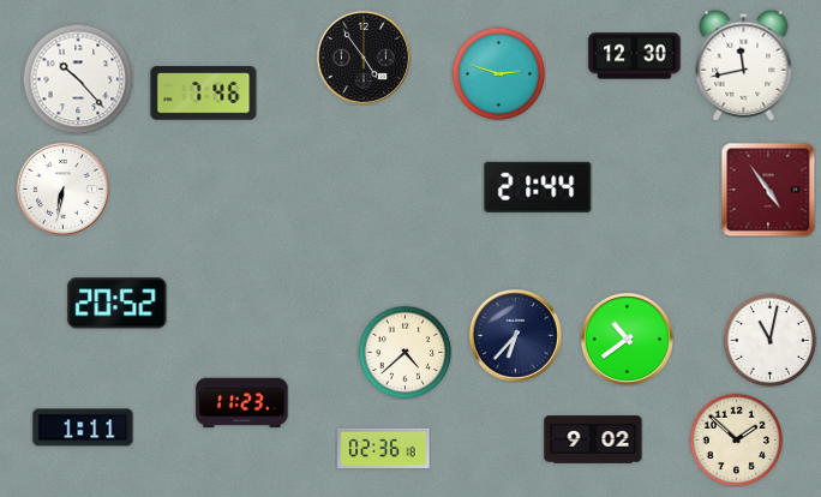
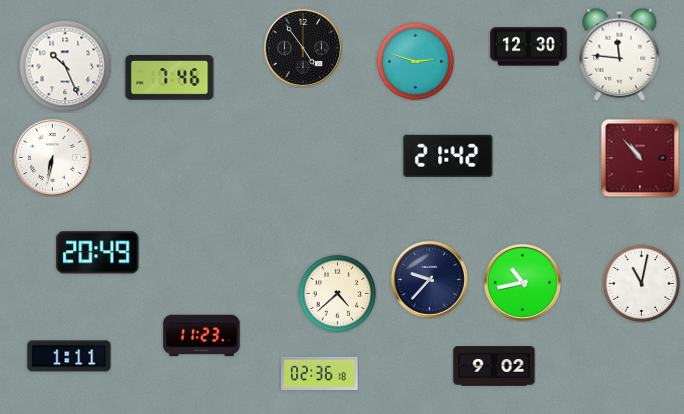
clock at (744, 65): 11:43 -> 11:46
clock at (78, 79): 10:23 -> 10:26
clock at (538, 187): 21:44 -> 21:42
clock at (768, 190): 4:54 -> 10:53
clock at (118, 304): 20:52 -> 20:49
clock at (515, 335): 6:37 -> 9:37
clock at (627, 339): 10:39 -> 10:43
clock at (736, 439): 1:52 -> none
